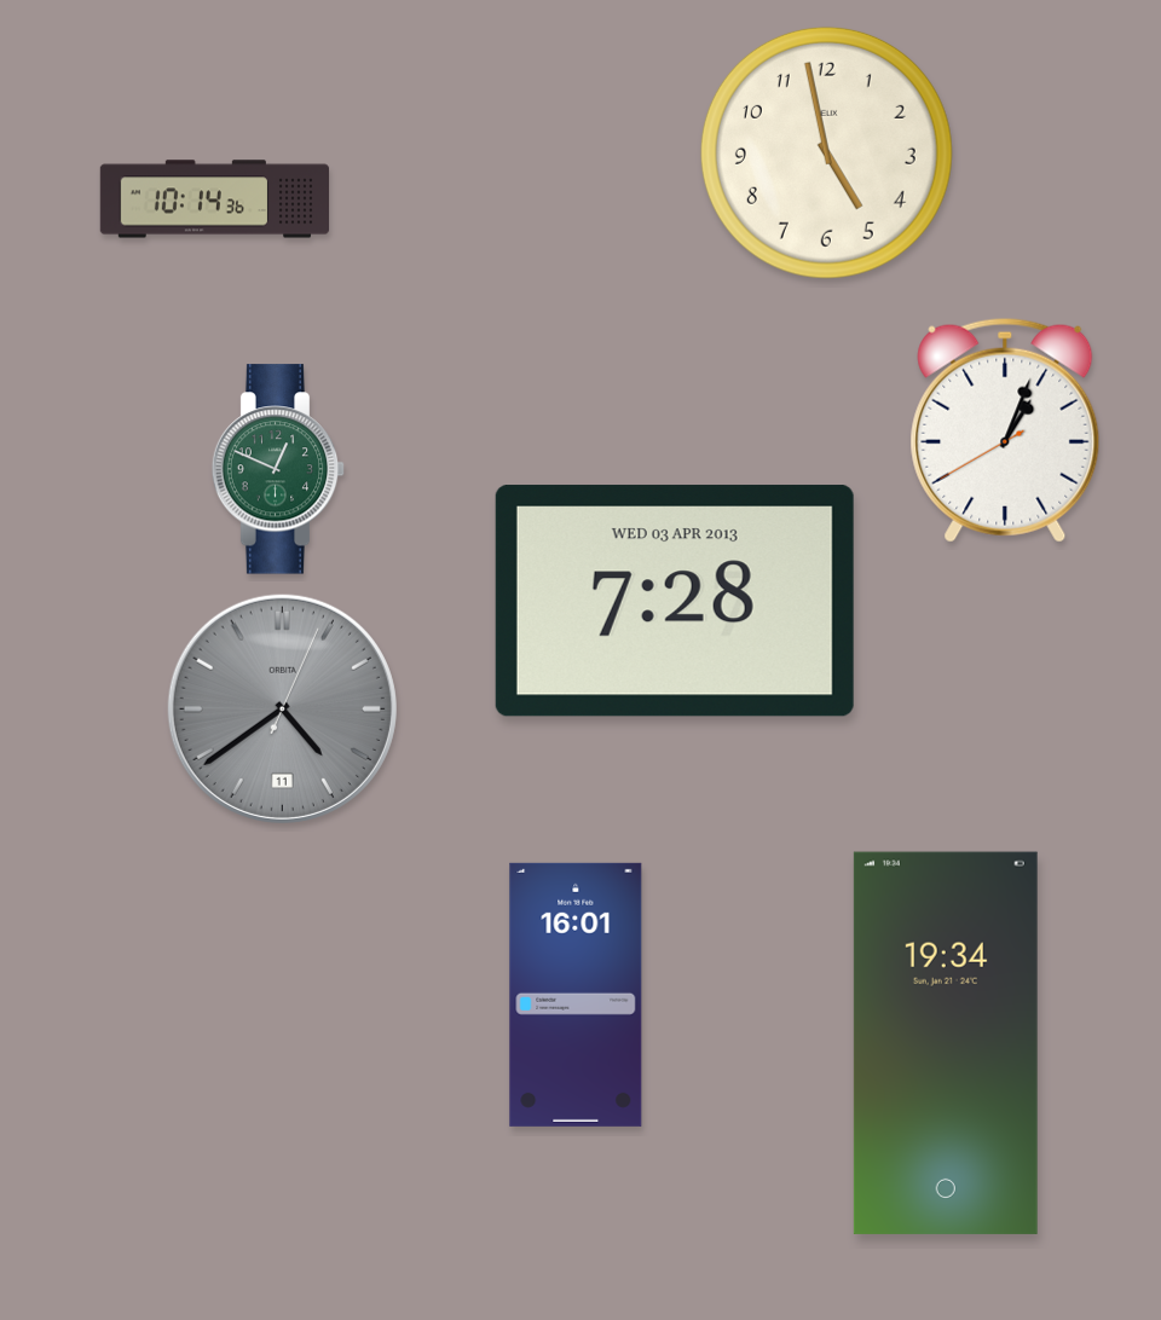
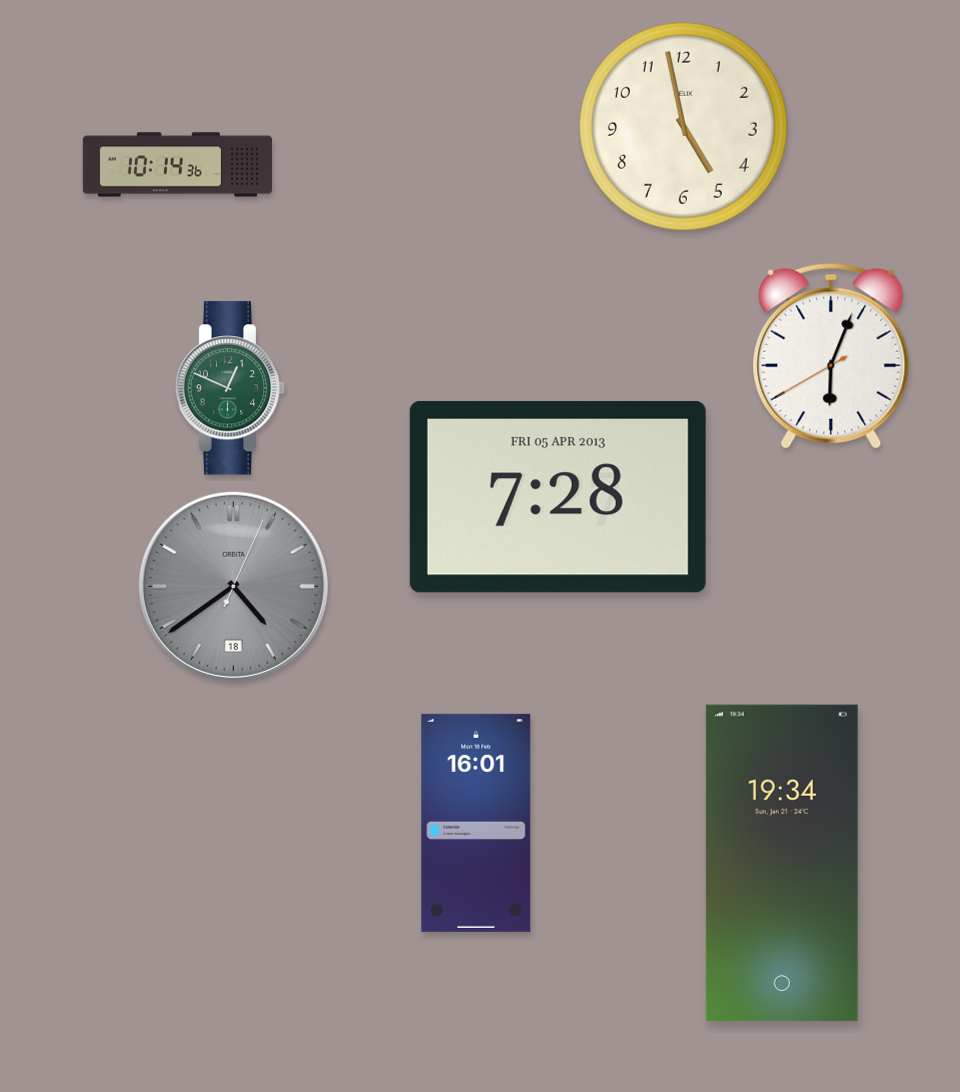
clock at (1005, 430): 1:03 -> 6:03
clock at (675, 601) date: WED 03 APR 2013 -> FRI 05 APR 2013
clock at (282, 708) date: 11 -> 18
